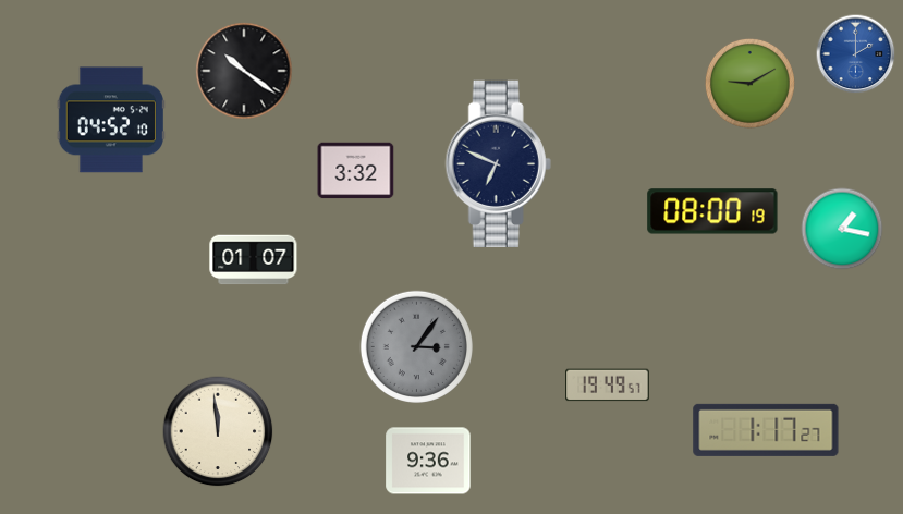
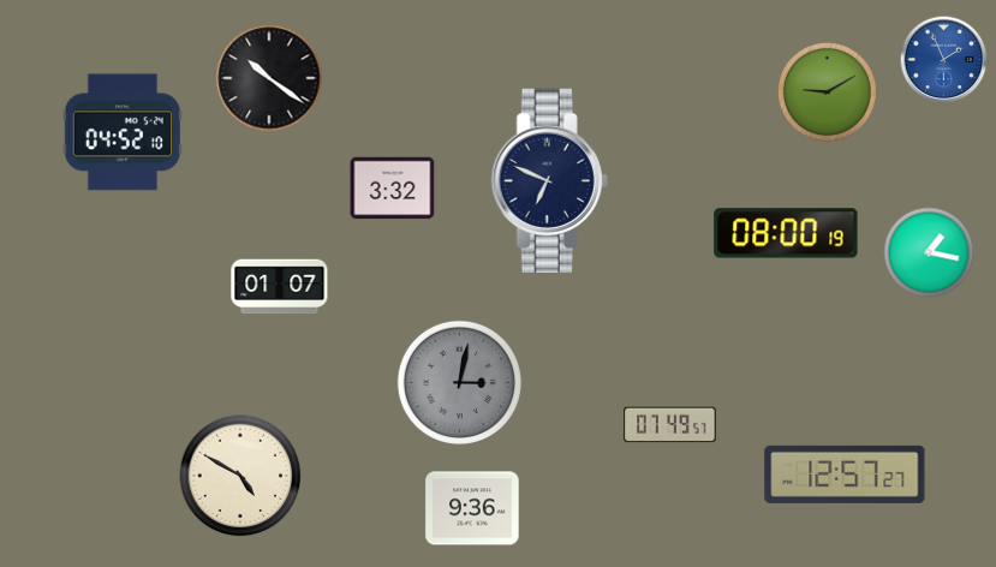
clock at (856, 54): 2:00 -> 1:56
clock at (416, 346): 3:06 -> 3:02
clock at (608, 385): 19:49 -> 07:49
clock at (766, 430): 1:17 -> 12:57
clock at (218, 431): 11:59 -> 4:50
